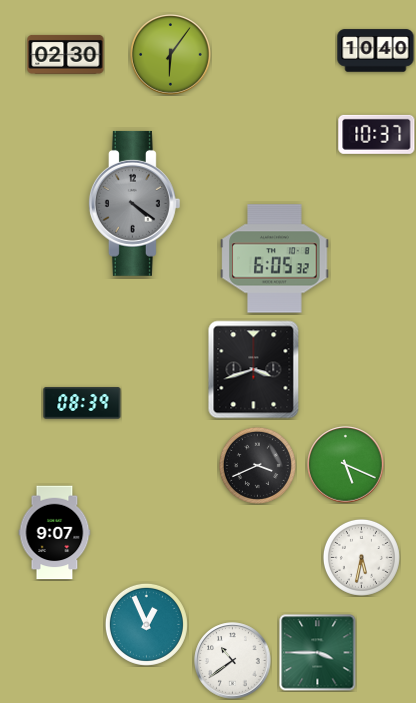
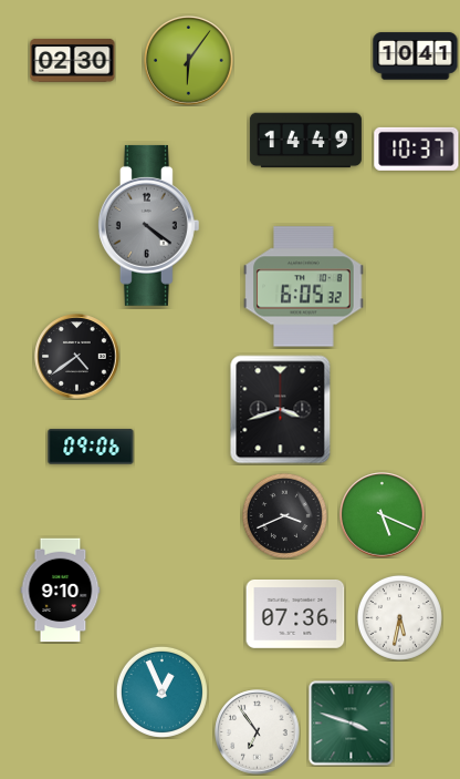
clock at (376, 51): 10:40 -> 10:41
clock at (305, 141): none -> 14:49
clock at (77, 357): none -> 4:39
clock at (82, 403): 08:39 -> 09:06
clock at (55, 533): 9:07 -> 9:10
clock at (295, 615): none -> 07:36
clock at (318, 653): 3:45 -> 3:48
clock at (233, 661): 10:39 -> 6:54
